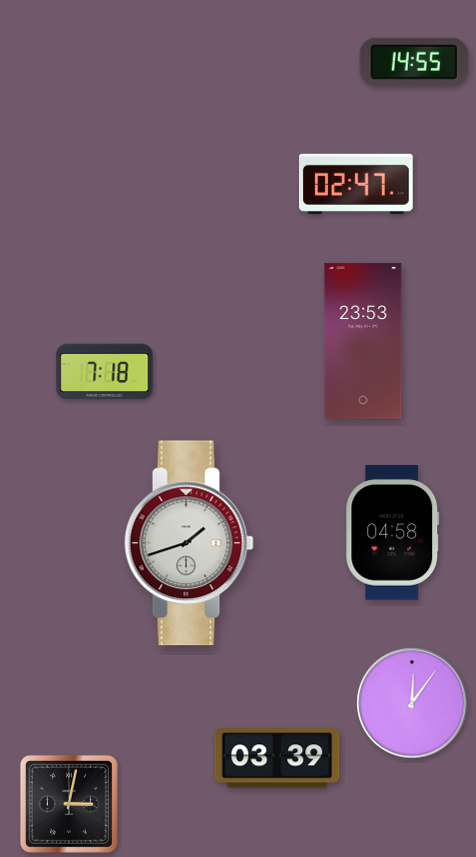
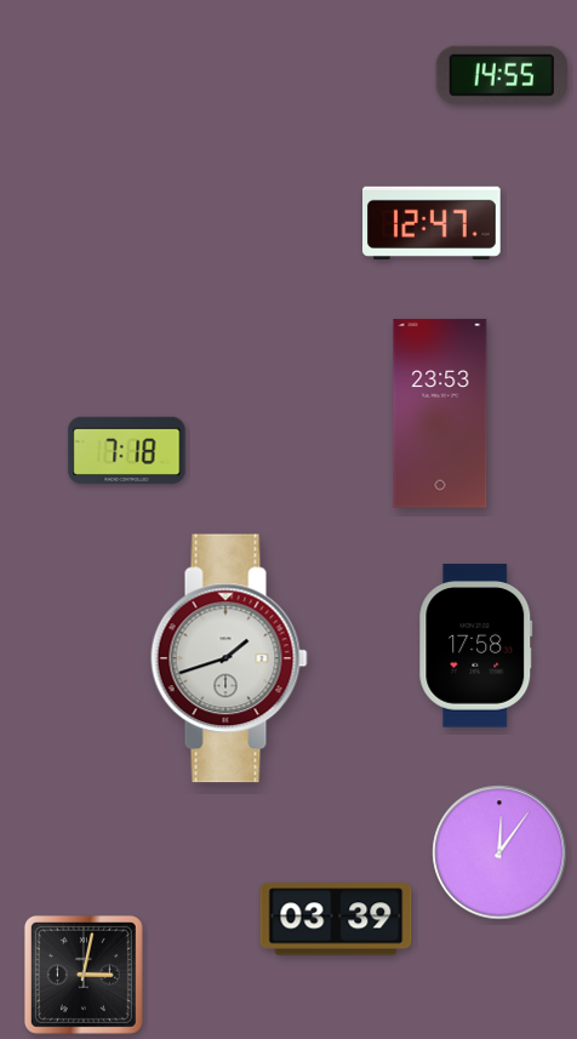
clock at (357, 184): 02:47 -> 12:47
clock at (393, 533): 04:58 -> 17:58
